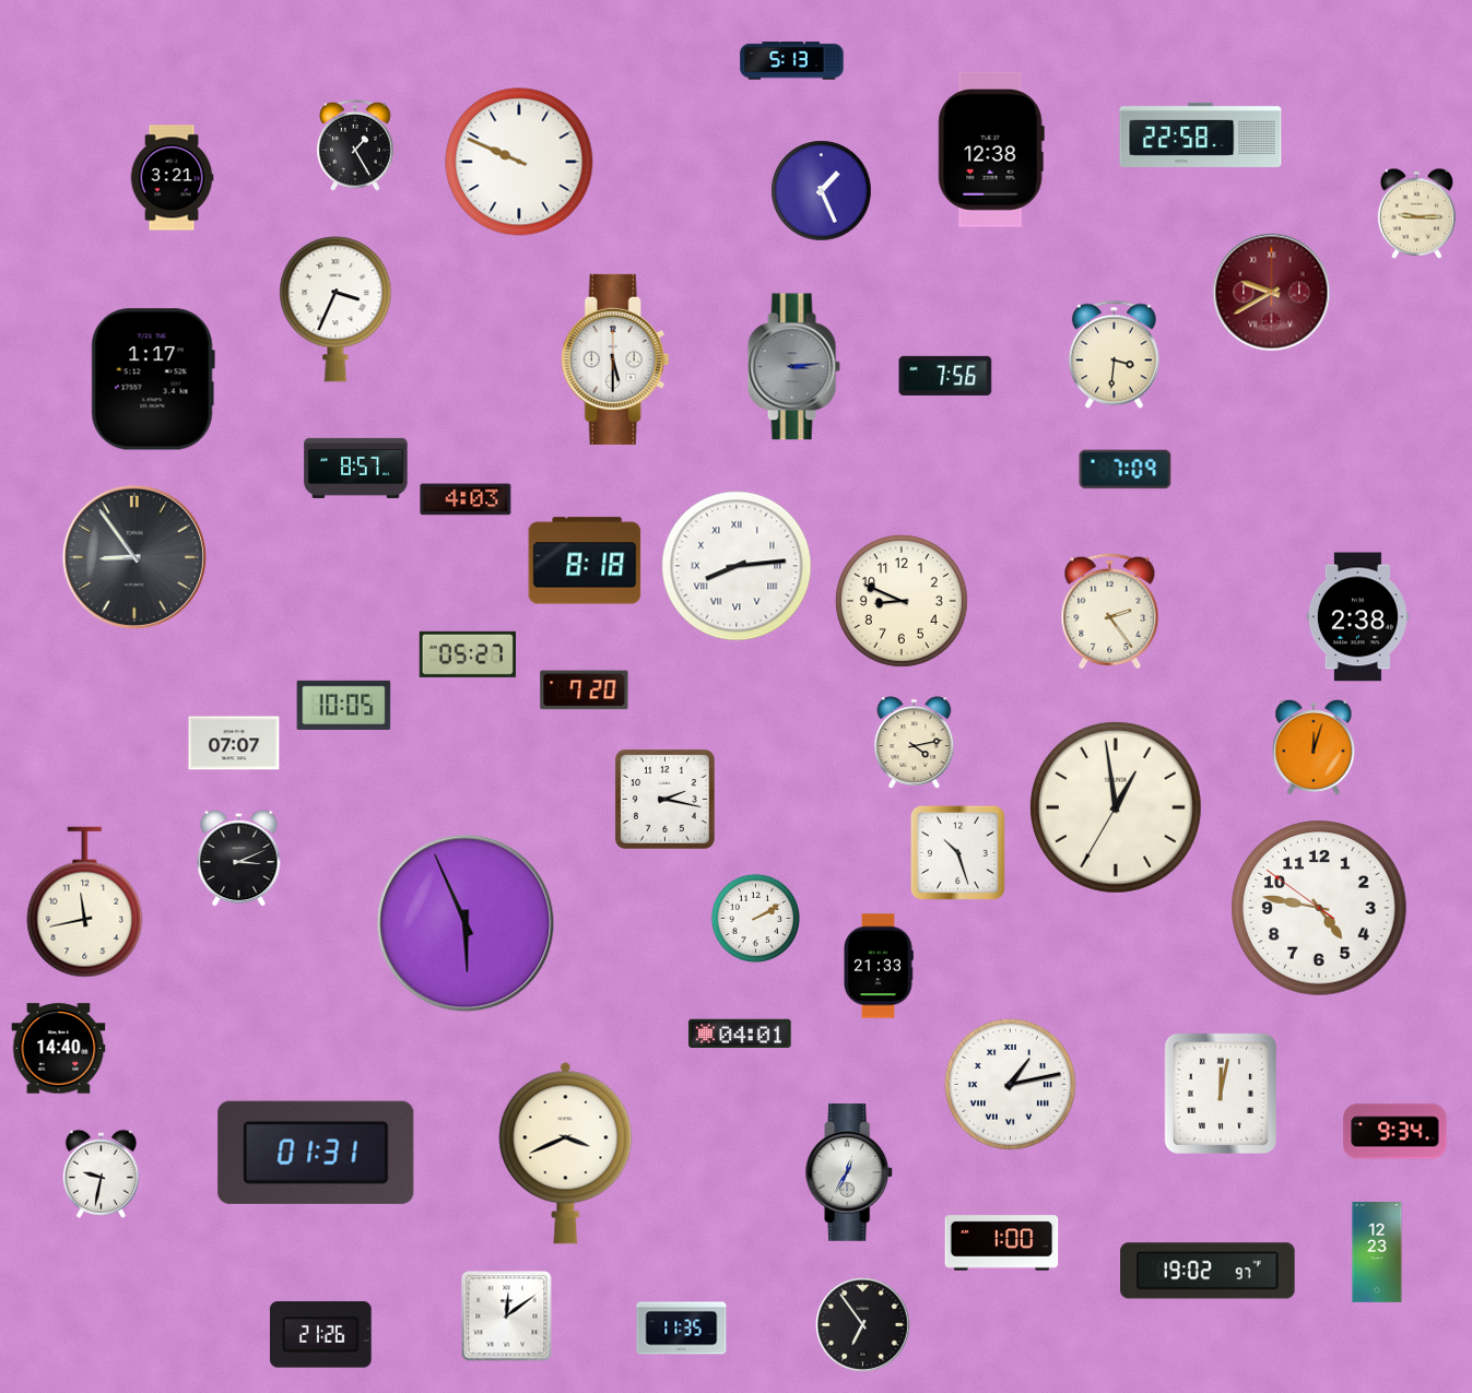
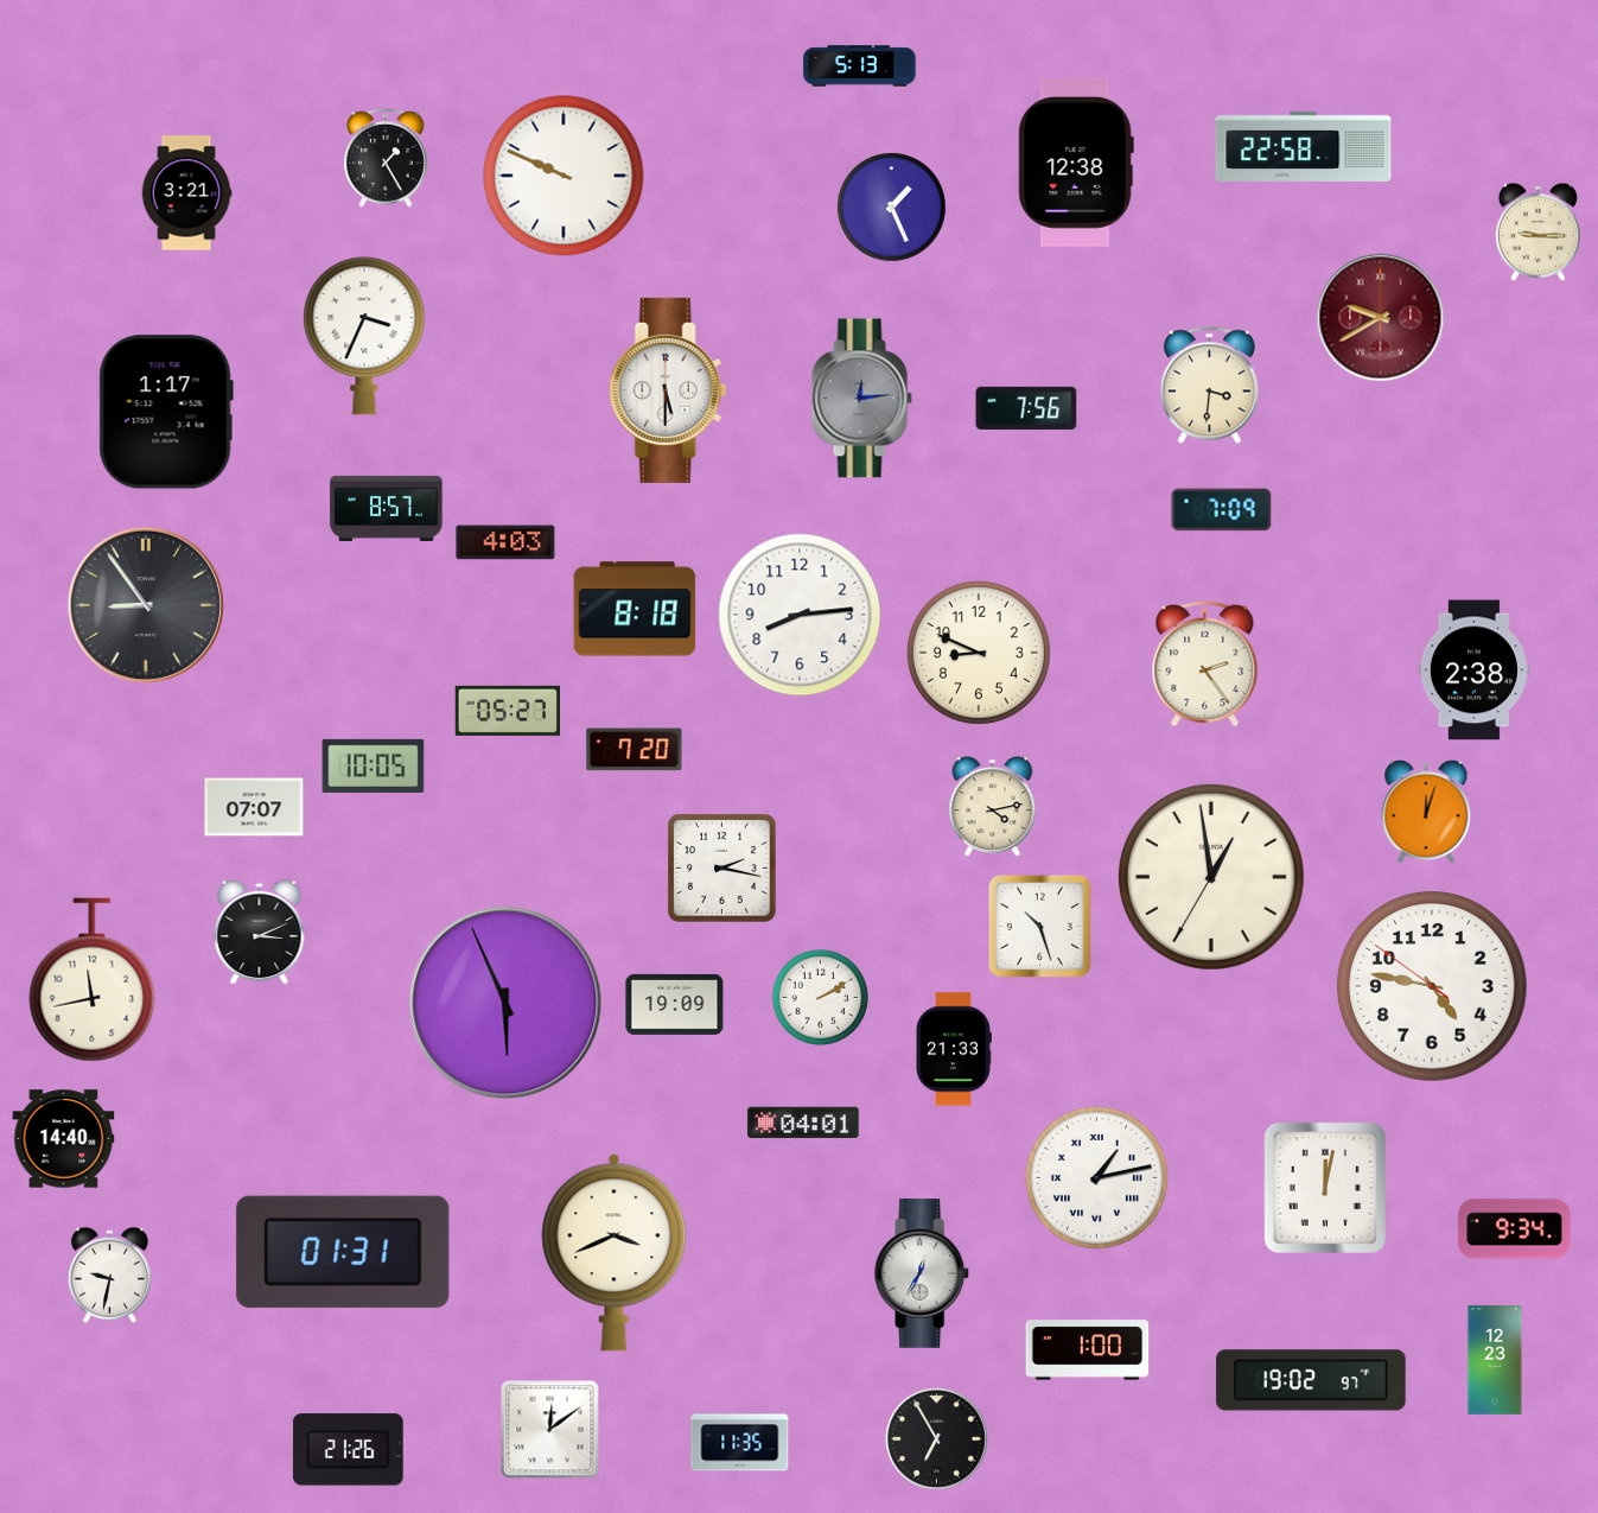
clock at (793, 367): 3:14 -> 12:14
clock at (737, 566) numerals: Roman -> Arabic
clock at (675, 1004): none -> 19:09
clock at (862, 1324): 6:54 -> 6:55
